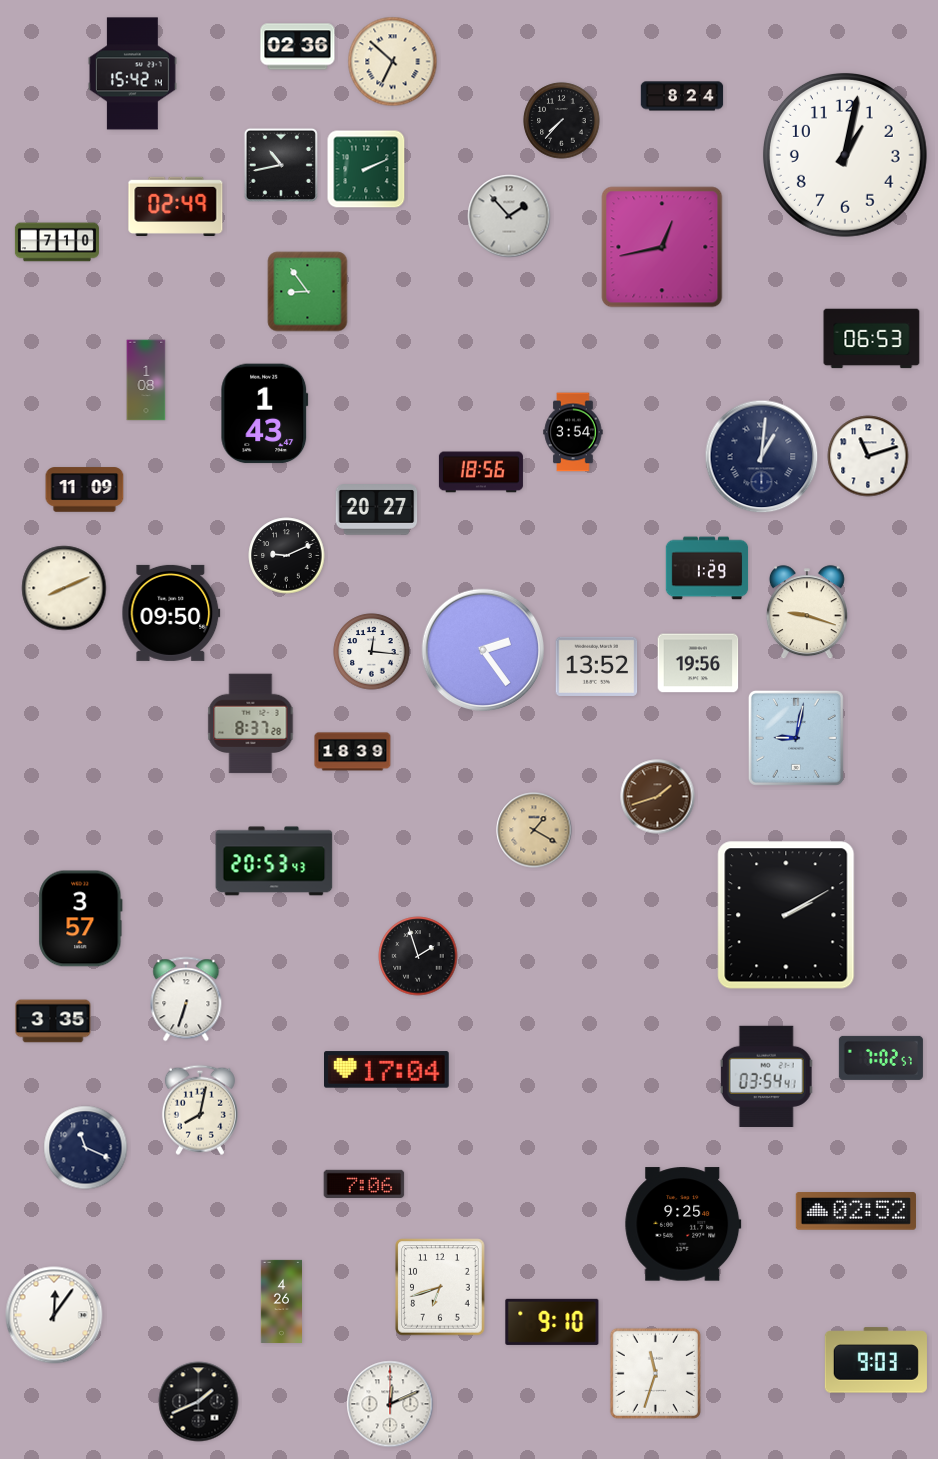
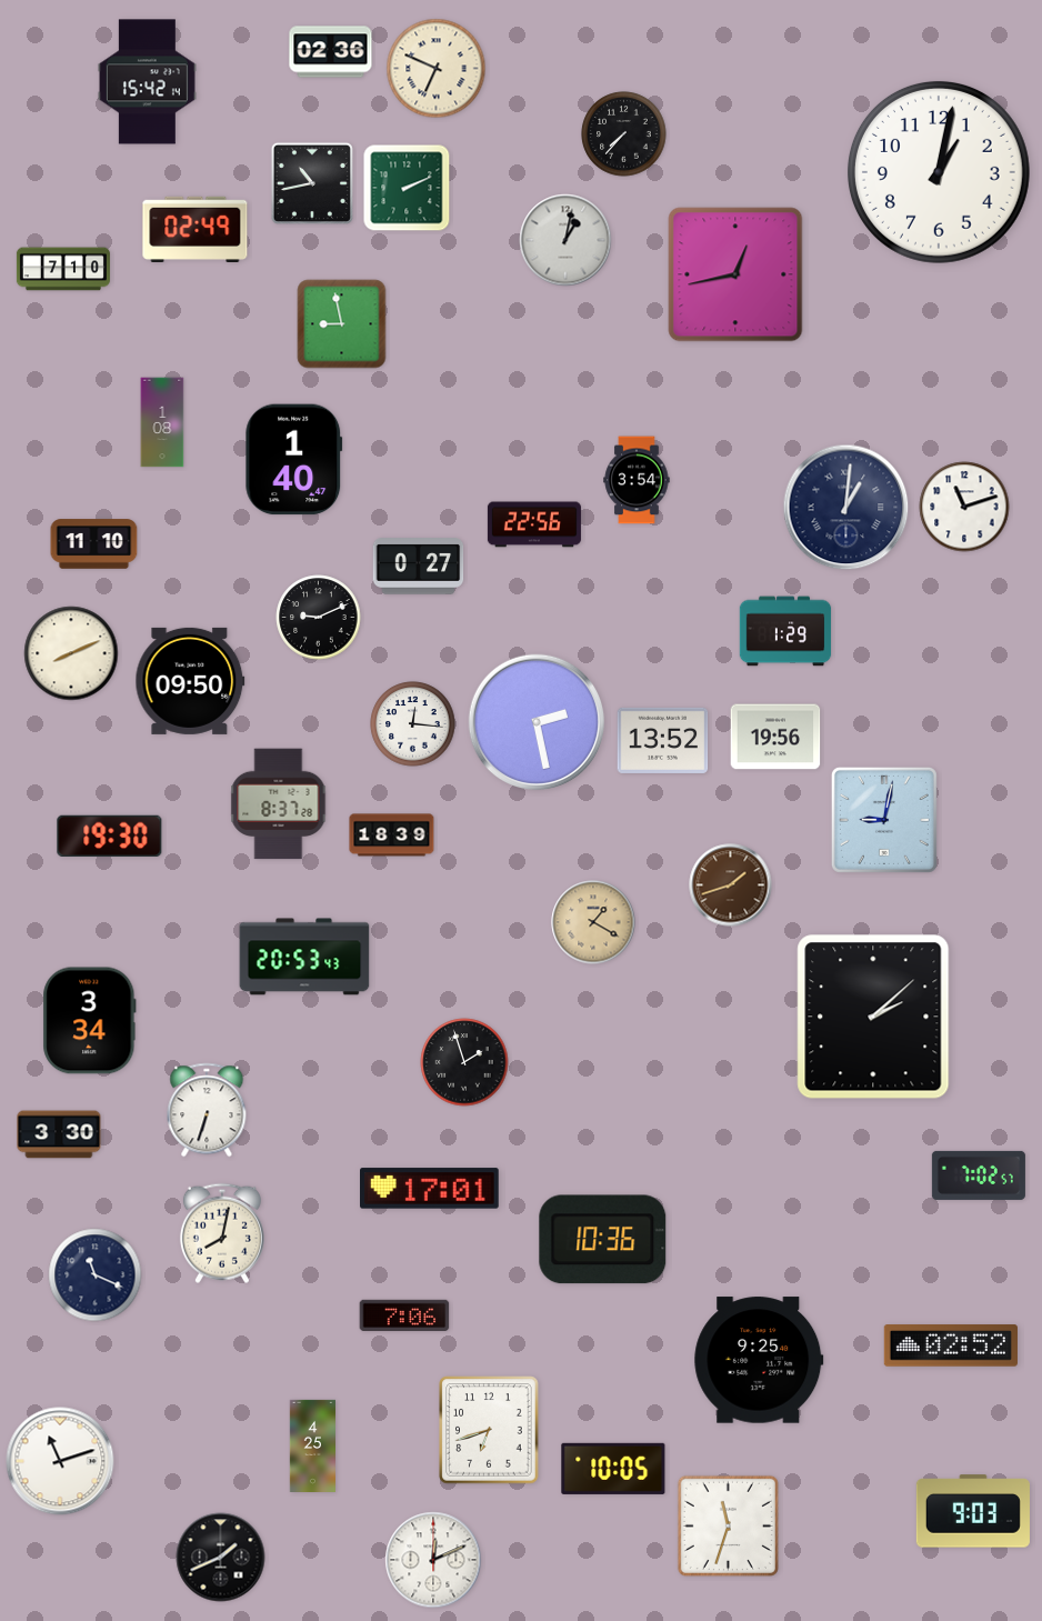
clock at (393, 62): 6:52 -> 6:49
clock at (682, 96): 8:24 -> none
clock at (509, 216): 1:53 -> 1:02
clock at (308, 292): 8:54 -> 8:58
clock at (872, 339): 06:53 -> none
clock at (265, 414): 1:43 -> 1:40
clock at (481, 472): 18:56 -> 22:56
clock at (85, 490): 11:09 -> 11:10
clock at (377, 510): 20:27 -> 0:27
clock at (807, 613): 9:18 -> none
clock at (483, 650): 2:24 -> 2:28
clock at (110, 835): none -> 19:30
clock at (786, 915): 2:10 -> 2:08
clock at (81, 919): 3:57 -> 3:34
clock at (53, 1021): 3:35 -> 3:30
clock at (387, 1070): 17:04 -> 17:01
clock at (767, 1076): 03:54 -> none
clock at (603, 1240): none -> 10:36
clock at (281, 1301): 4:26 -> 4:25
clock at (54, 1315): 12:06 -> 11:12
clock at (552, 1322): 9:10 -> 10:05
